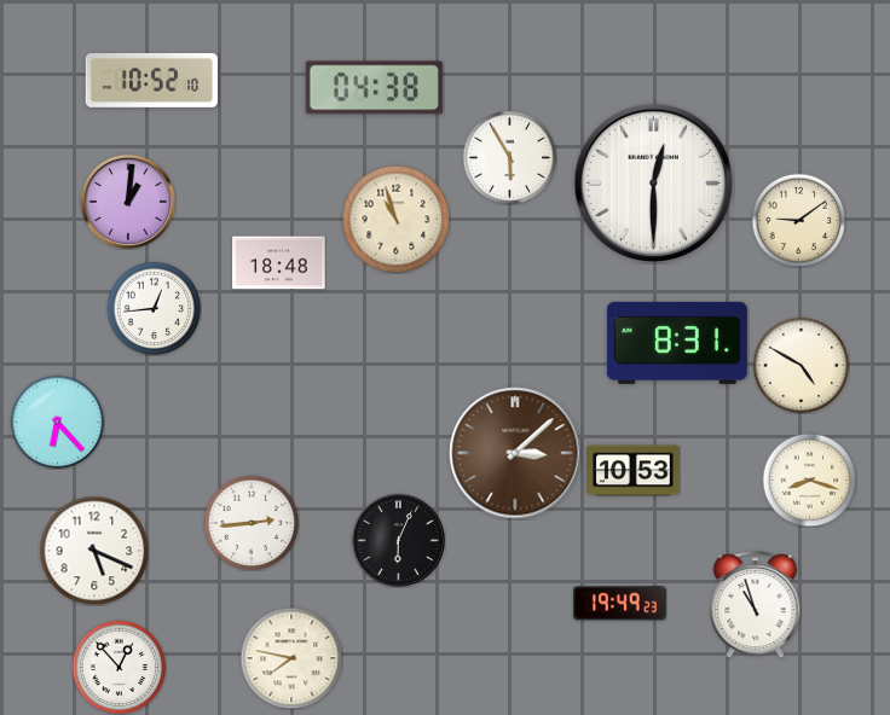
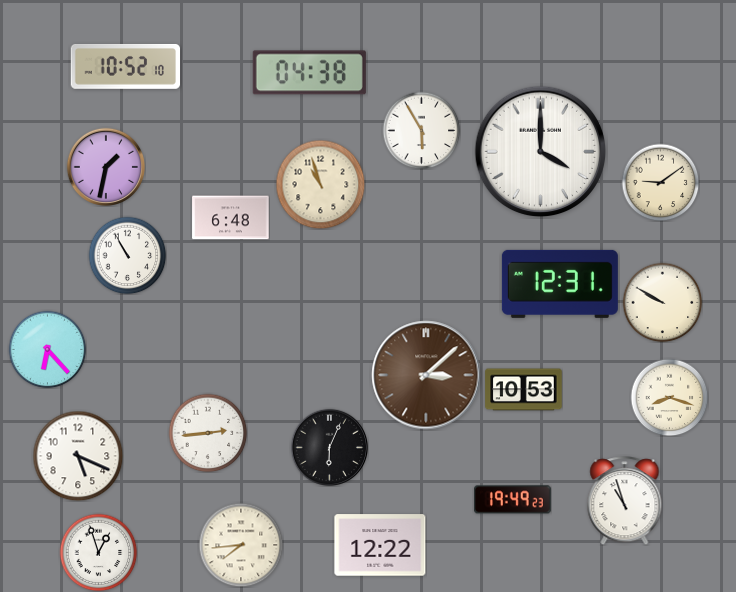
clock at (654, 184): 12:30 -> 4:00
clock at (127, 200): 1:01 -> 1:32
clock at (395, 219) position: (395, 219) -> (320, 184)
clock at (279, 263): 18:48 -> 6:48
clock at (154, 308): 12:44 -> 10:55
clock at (677, 343): 8:31 -> 12:31
clock at (801, 365): 4:50 -> 9:50
clock at (291, 658): 7:47 -> 7:44
clock at (380, 545): none -> 12:22
clock at (119, 667): 12:53 -> 12:57
